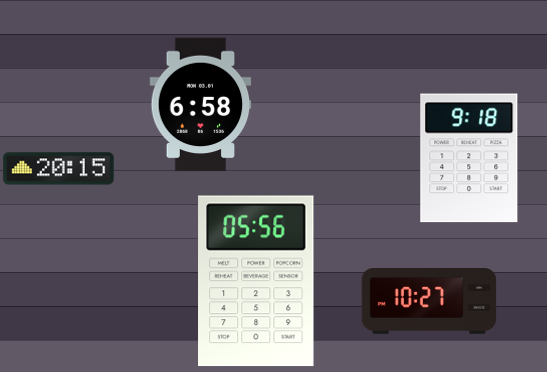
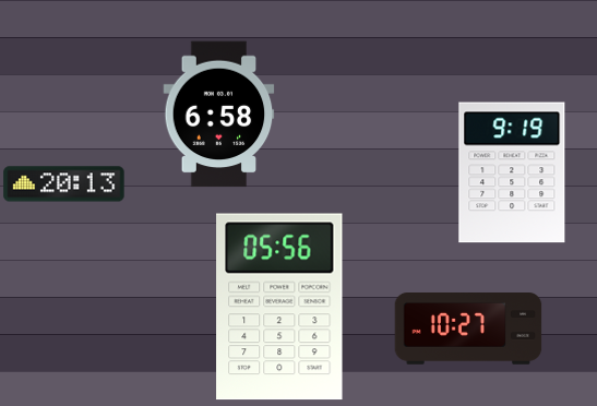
clock at (469, 158): 9:18 -> 9:19
clock at (59, 169): 20:15 -> 20:13
